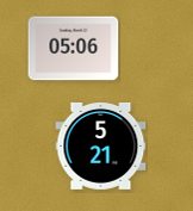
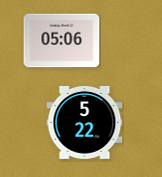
clock at (101, 145): 5:21 -> 5:22
